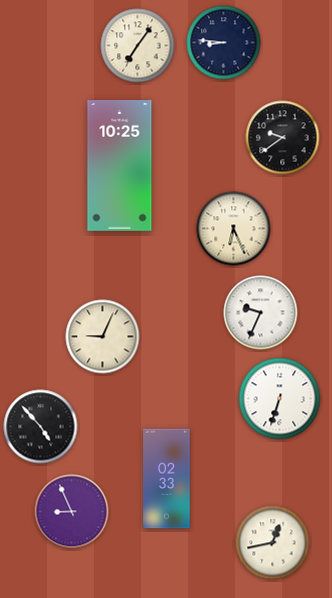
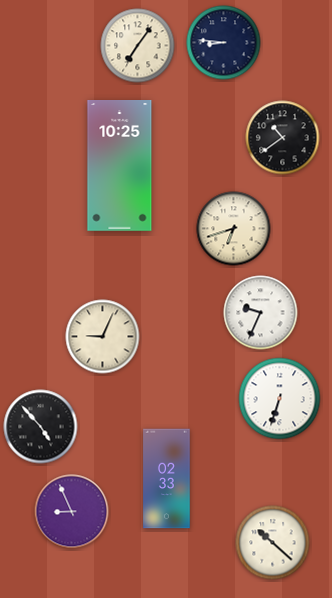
clock at (283, 138): 9:39 -> 10:39
clock at (234, 229): 6:26 -> 6:42
clock at (273, 543): 12:43 -> 10:22
